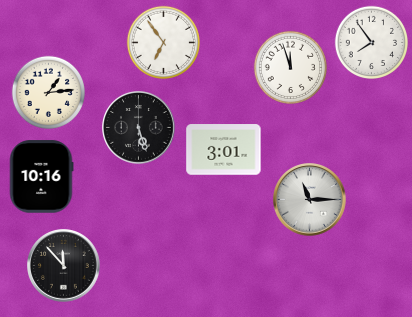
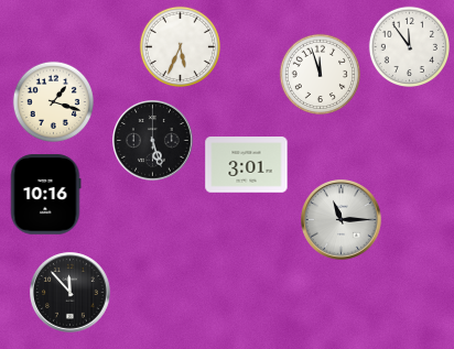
clock at (163, 42): 6:54 -> 5:34
clock at (371, 42): 7:54 -> 11:54
clock at (48, 92): 1:14 -> 1:18
